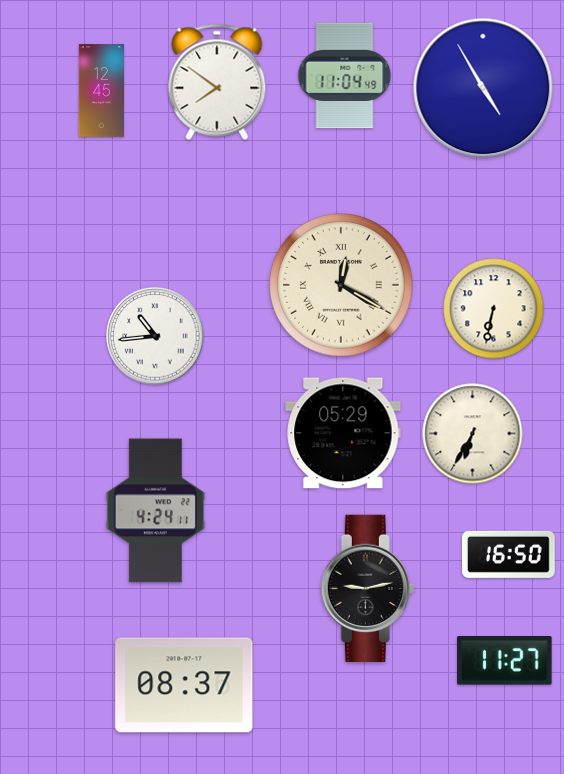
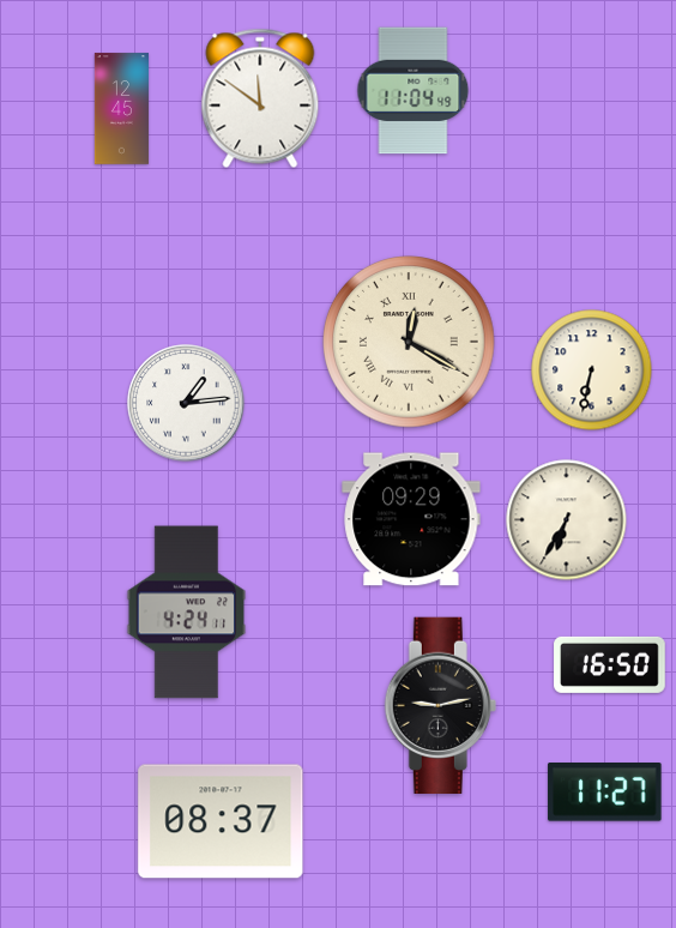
clock at (217, 82): 7:51 -> 11:51
clock at (483, 88): 4:55 -> none
clock at (155, 336): 10:44 -> 1:14
clock at (343, 433): 05:29 -> 09:29
